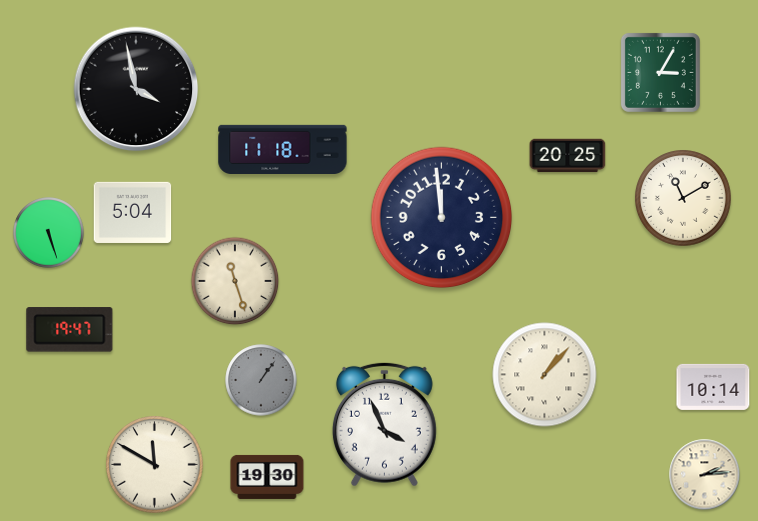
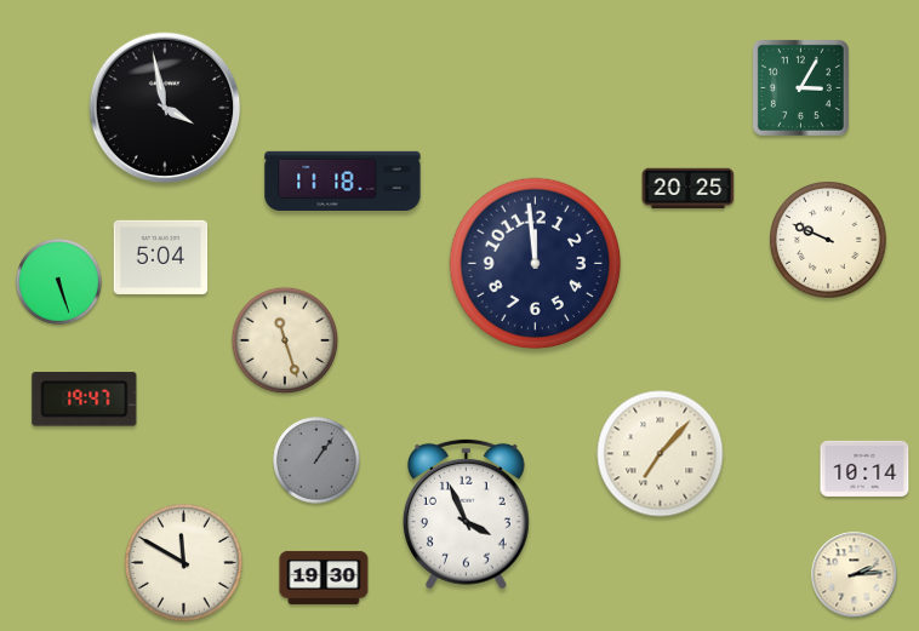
clock at (684, 199): 11:10 -> 9:49
clock at (545, 375): 1:07 -> 7:07
clock at (155, 465) position: (155, 465) -> (184, 563)
